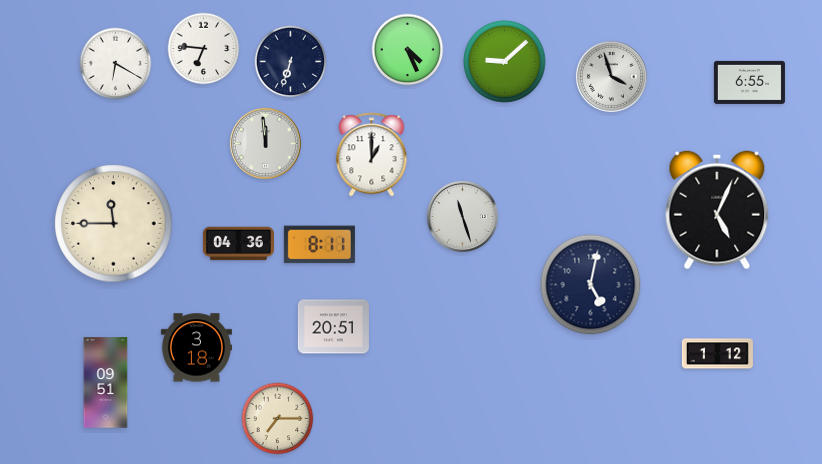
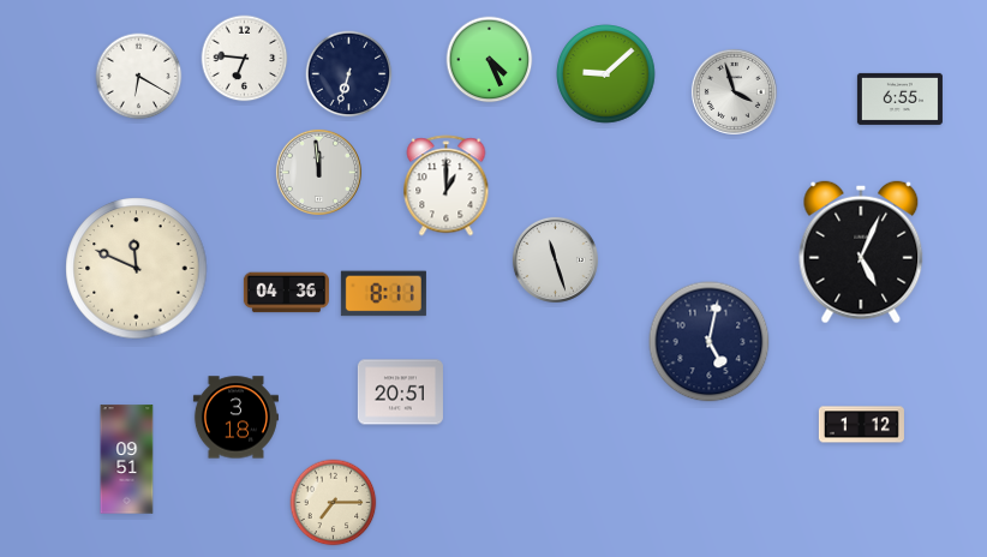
clock at (114, 224): 11:45 -> 11:49
